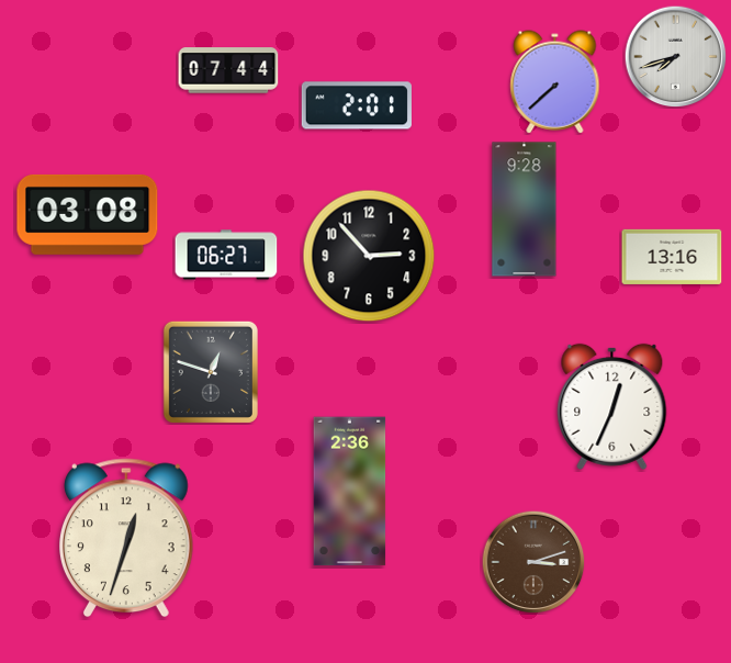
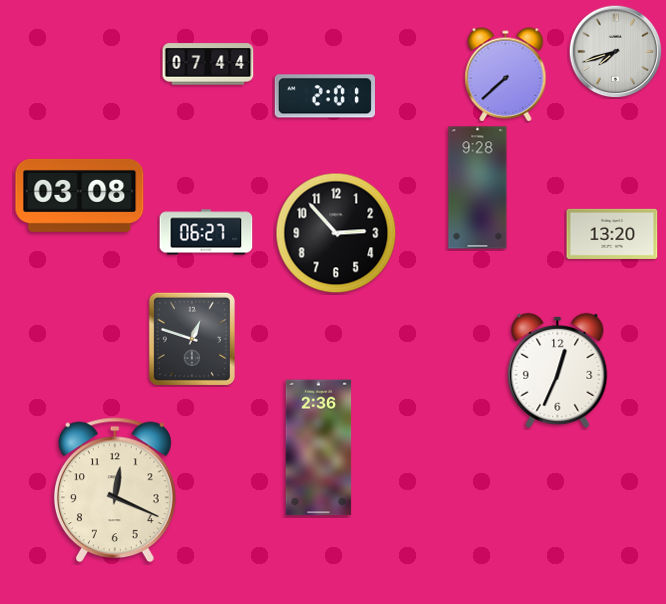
clock at (525, 210) position: (525, 210) -> (478, 188)
clock at (672, 257): 13:16 -> 13:20
clock at (127, 538): 12:33 -> 12:19
clock at (533, 562): 3:12 -> none
